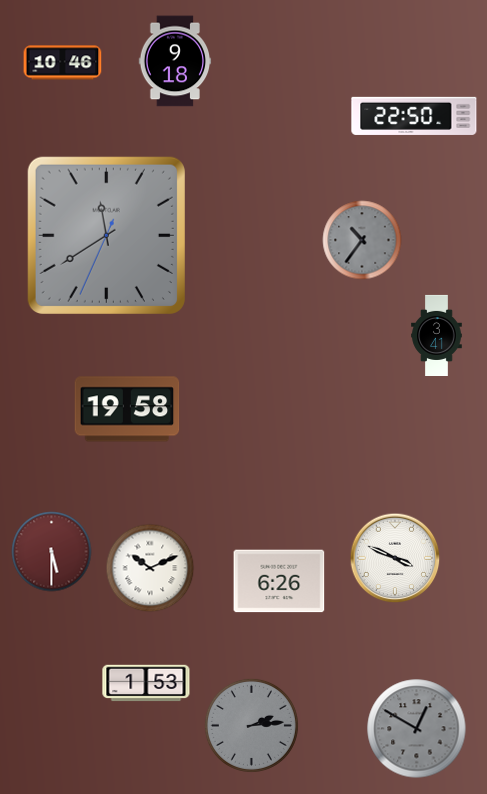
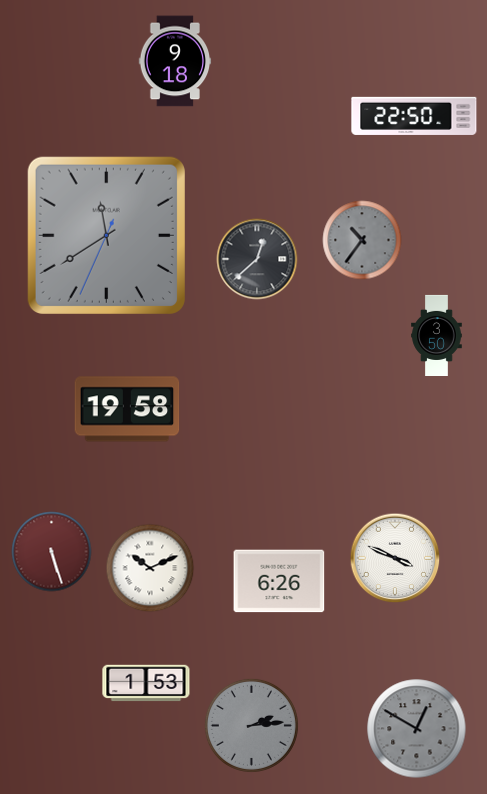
clock at (63, 63): 10:46 -> none
clock at (257, 259): none -> 12:38
clock at (437, 335): 3:41 -> 3:50
clock at (52, 552): 5:30 -> 5:27
